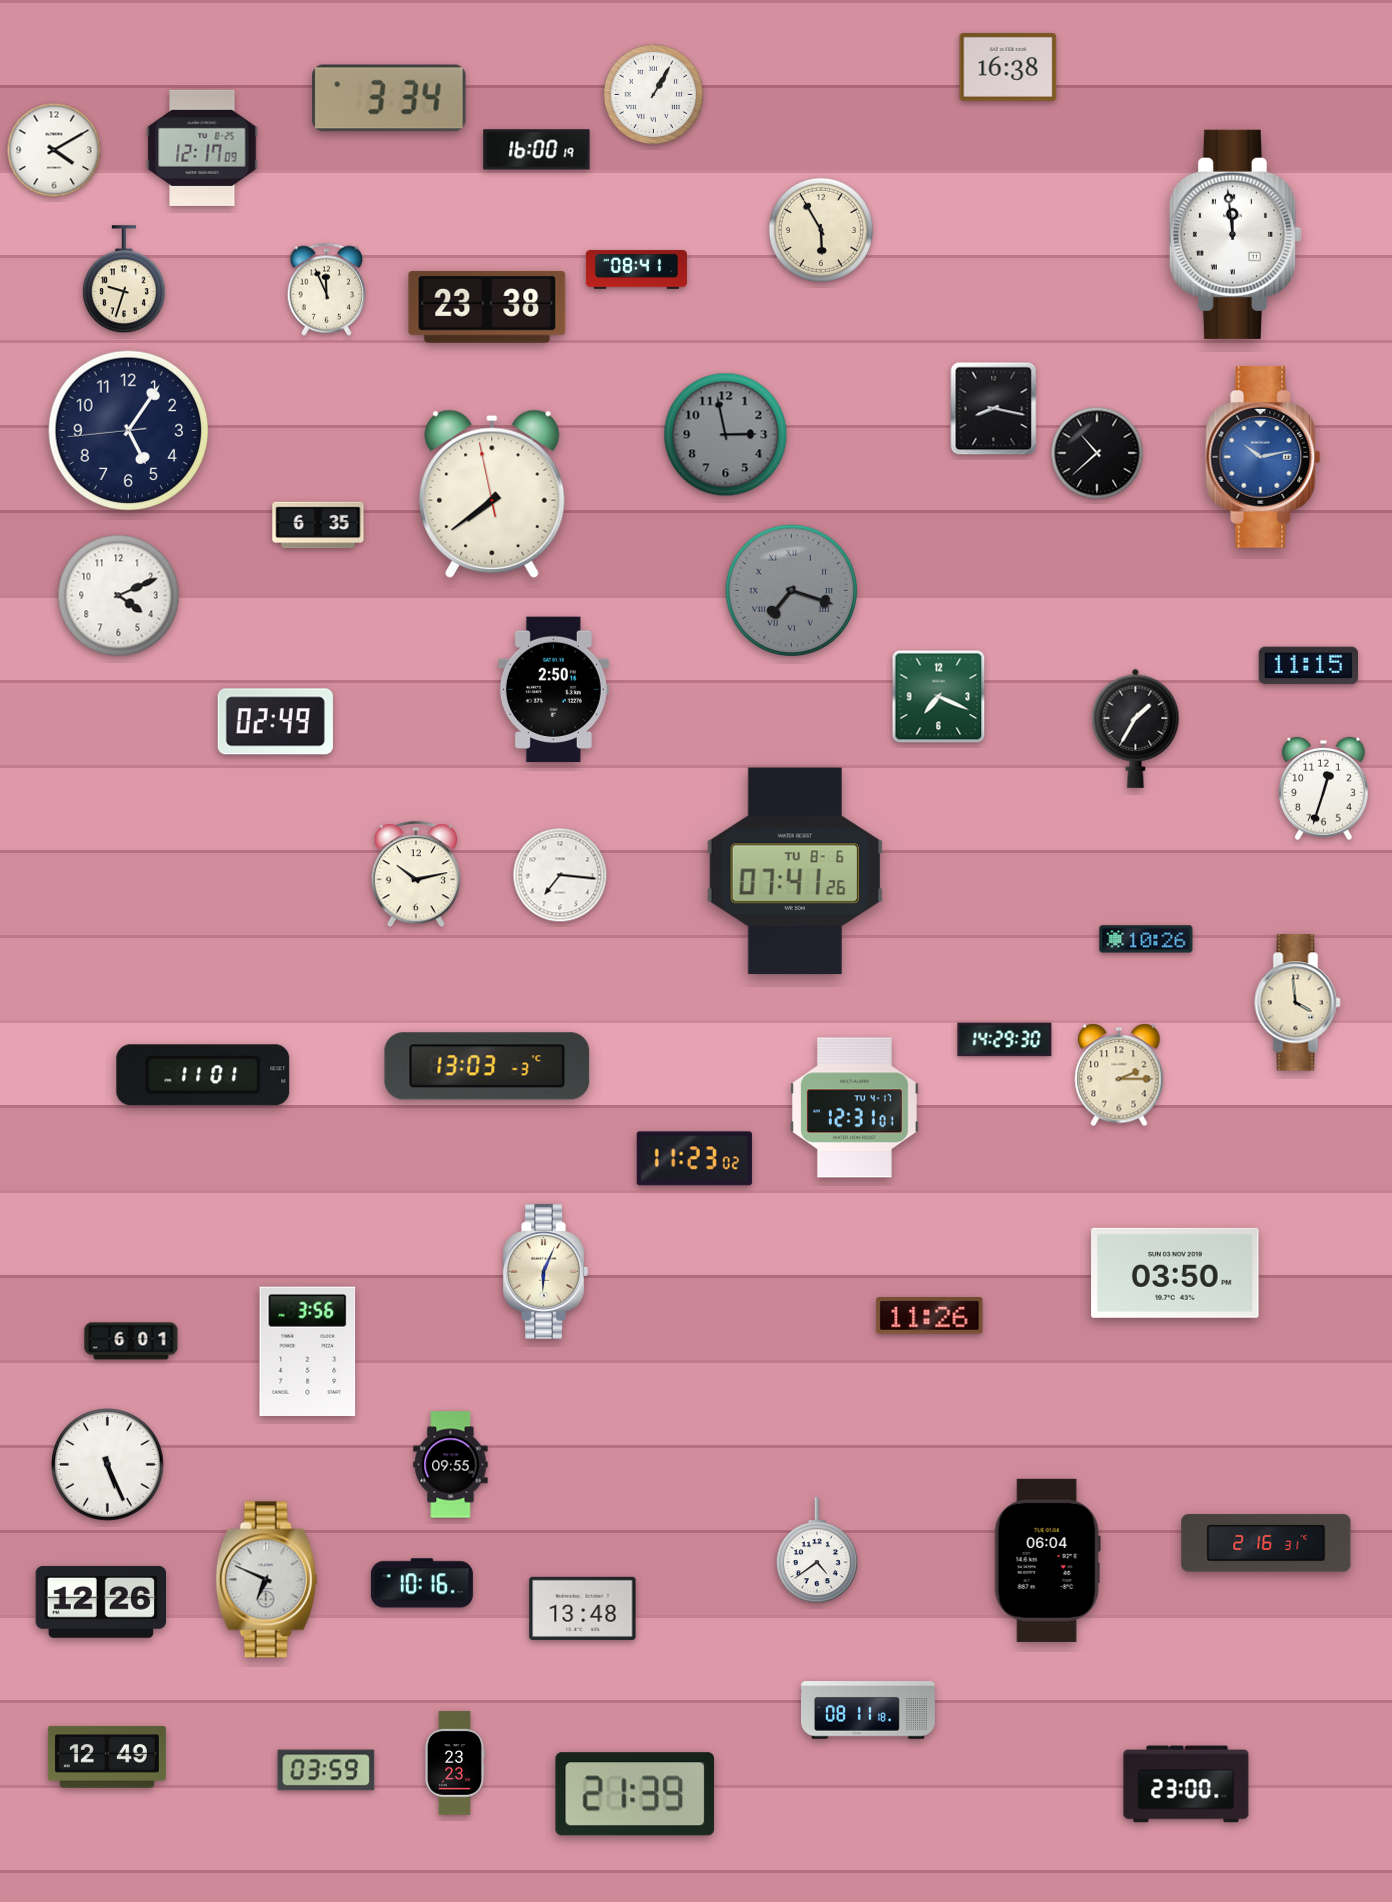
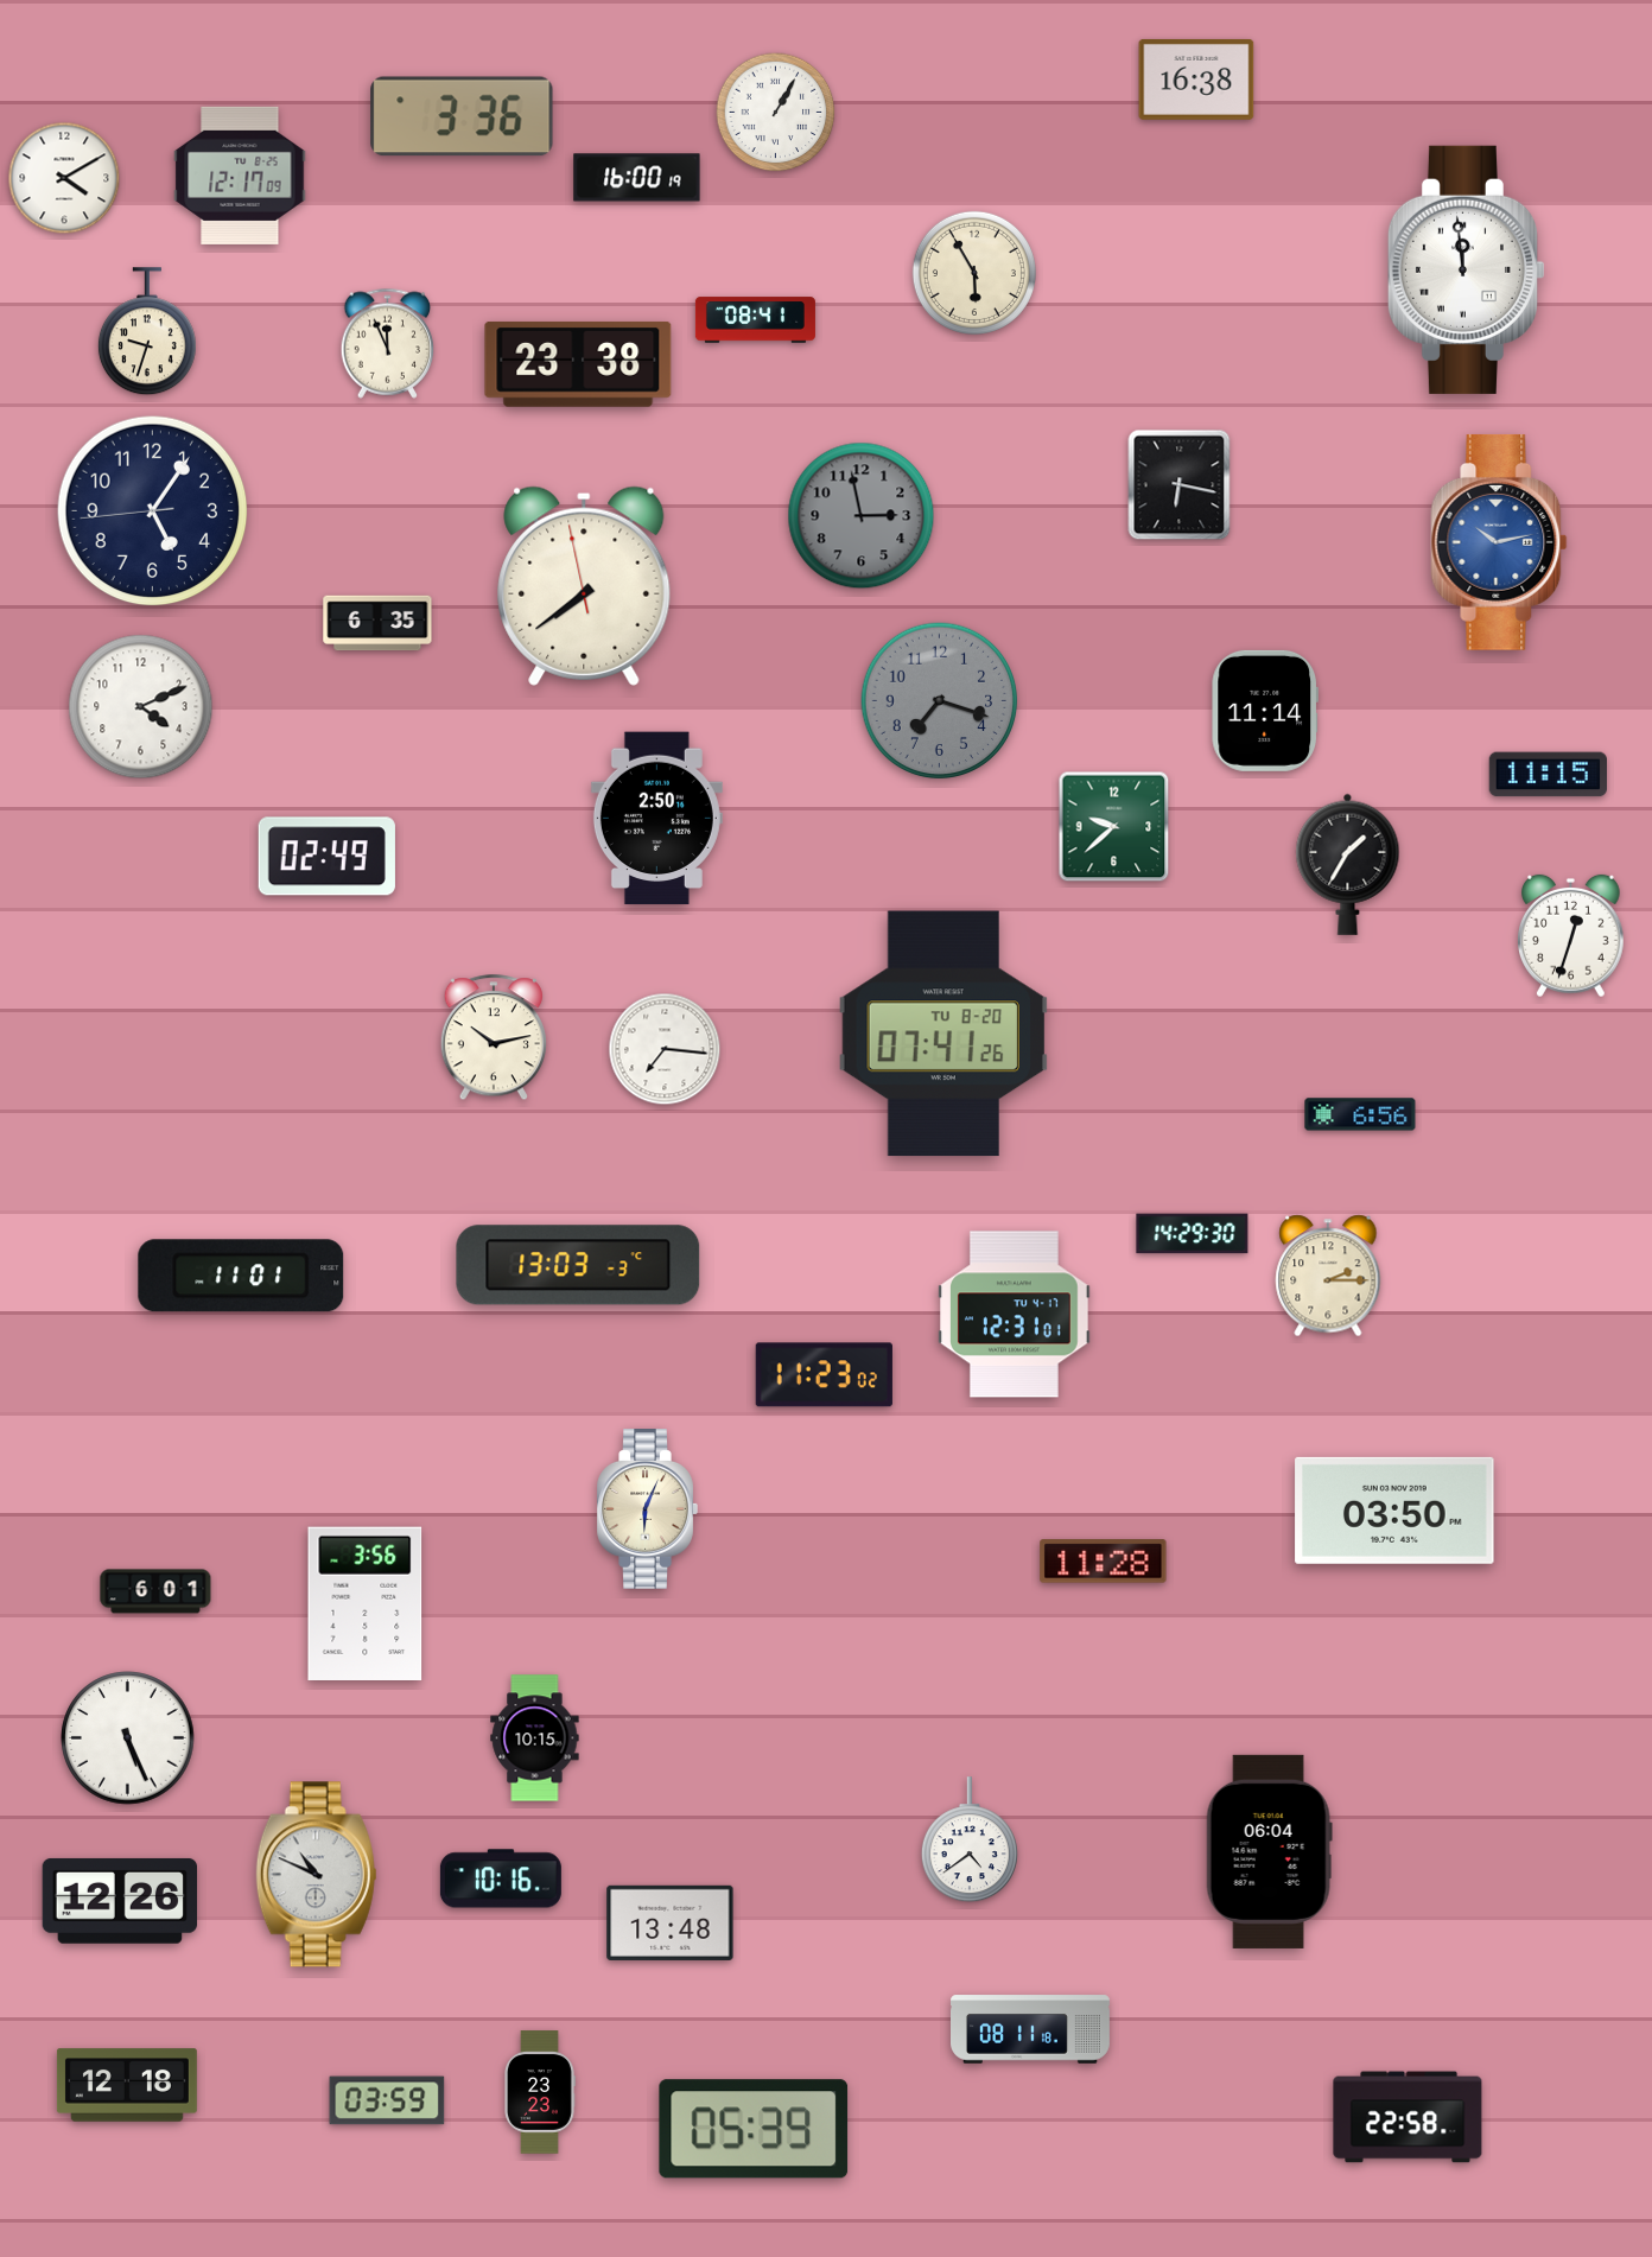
clock at (389, 98): 3:34 -> 3:36
clock at (1235, 234) position: (1235, 234) -> (1466, 269)
clock at (994, 409): 8:17 -> 6:17
clock at (1097, 453): 10:38 -> none
clock at (792, 591) numerals: Roman -> Arabic
clock at (1264, 711): none -> 11:14
clock at (1308, 666) position: (1308, 666) -> (1548, 775)
clock at (939, 697): 7:19 -> 9:38
clock at (794, 871) date: TU 8-6 -> TU 8-20
clock at (560, 875) position: (560, 875) -> (665, 1049)
clock at (1146, 939): 10:26 -> 6:56
clock at (1298, 1003): 3:59 -> none
clock at (930, 1316): 11:26 -> 11:28
clock at (451, 1465): 09:55 -> 10:15
clock at (1266, 1543): 2:16 -> none
clock at (1047, 1560) position: (1047, 1560) -> (1269, 1851)
clock at (267, 1580): 6:49 -> 10:49
clock at (583, 1608) position: (583, 1608) -> (671, 1922)
clock at (107, 1757): 12:49 -> 12:18
clock at (1186, 1784): 23:00 -> 22:58
clock at (635, 1794): 21:39 -> 05:39
